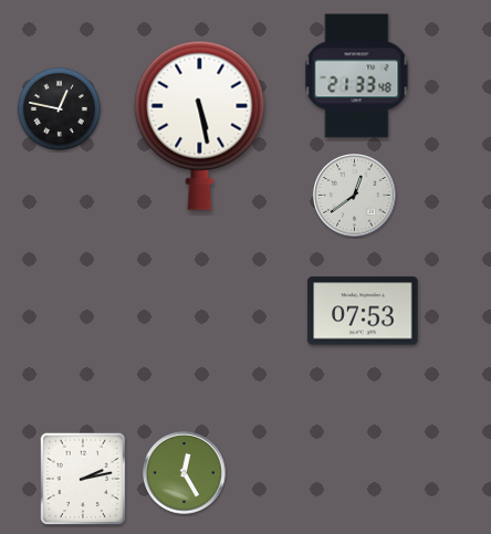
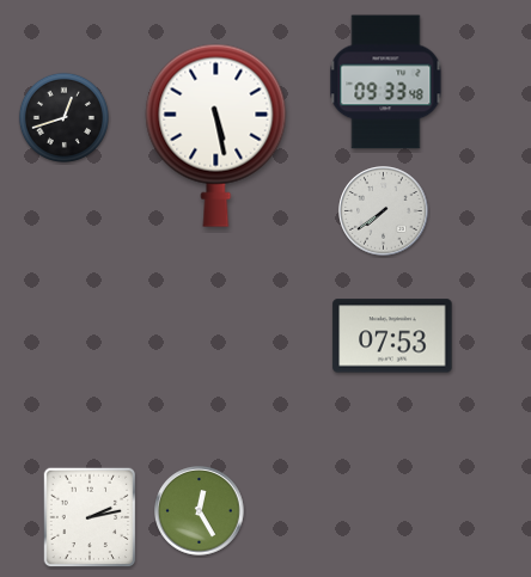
clock at (357, 76): 21:33 -> 09:33
clock at (59, 108): 12:47 -> 12:42
clock at (355, 196): 12:39 -> 7:39
